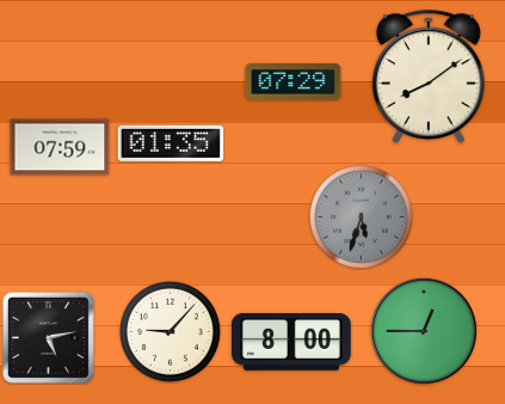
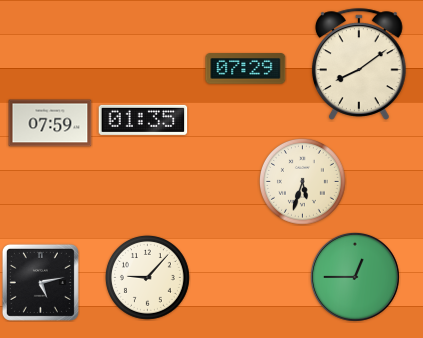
clock at (361, 216) dial: grey -> cream
clock at (171, 332) position: (171, 332) -> (148, 278)
clock at (292, 343): 8:00 -> none
